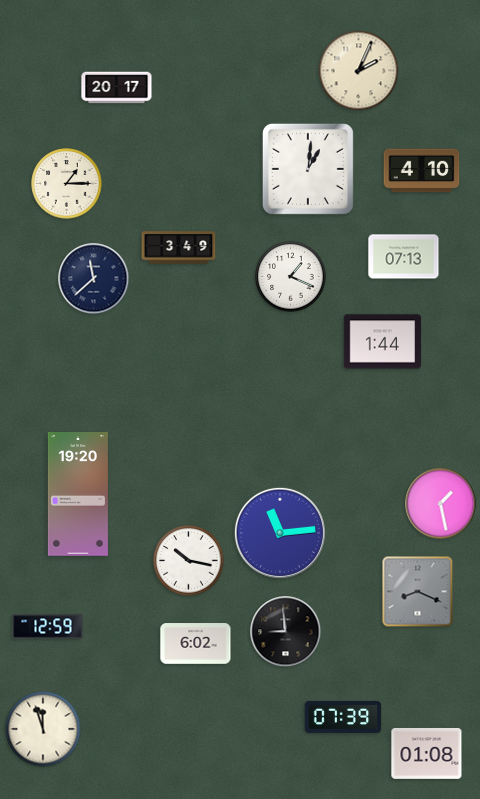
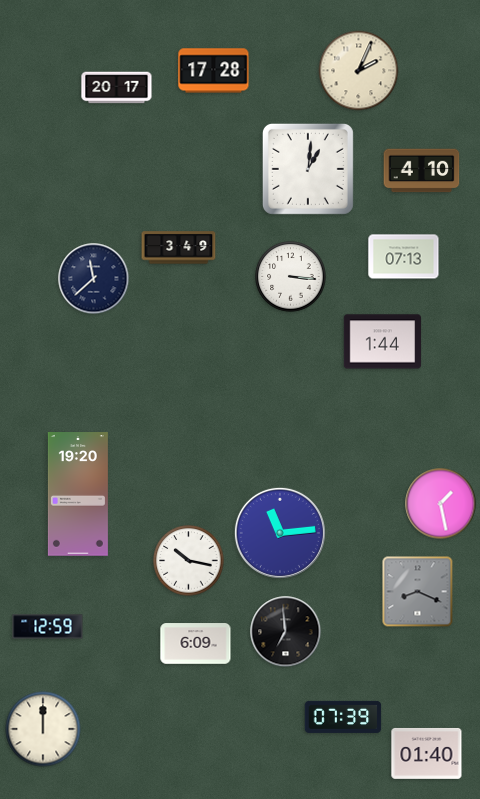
clock at (214, 71): none -> 17:28
clock at (67, 184): 1:15 -> none
clock at (291, 277): 1:19 -> 3:16
clock at (286, 632): 8:59 -> 6:59
clock at (196, 644): 6:02 -> 6:09
clock at (43, 729): 11:57 -> 12:00
clock at (427, 753): 01:08 -> 01:40
